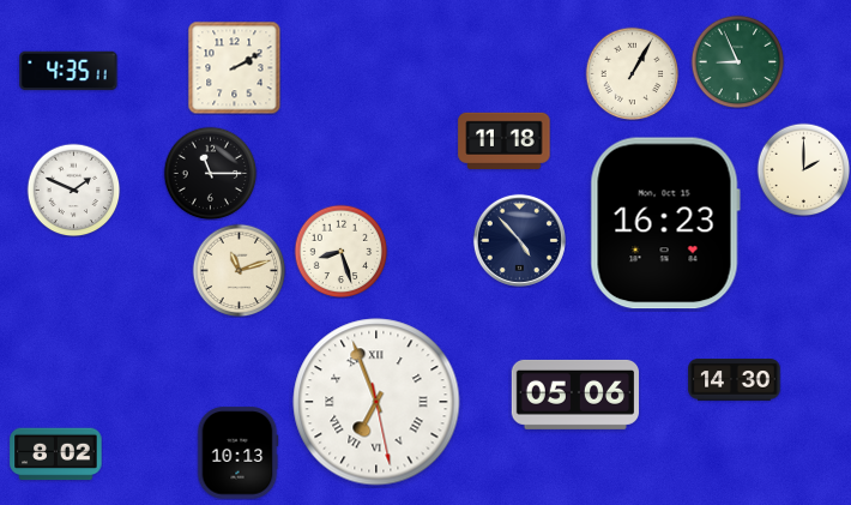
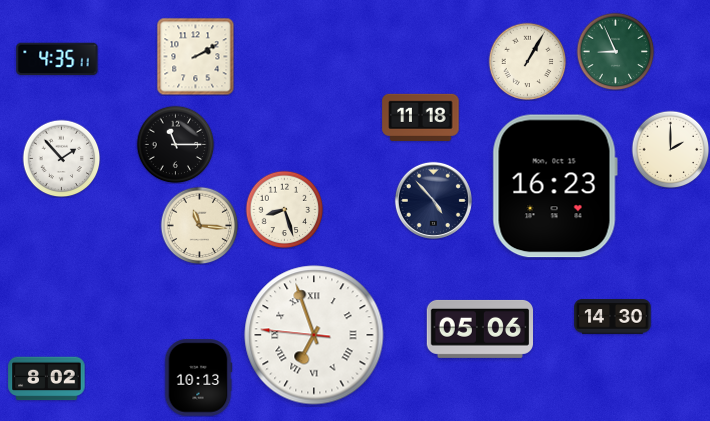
clock at (803, 169) position: (803, 169) -> (670, 149)
clock at (73, 190): 1:49 -> 1:53
clock at (239, 270): 11:12 -> 11:16
clock at (376, 402): 6:56:28 -> 6:56:46
